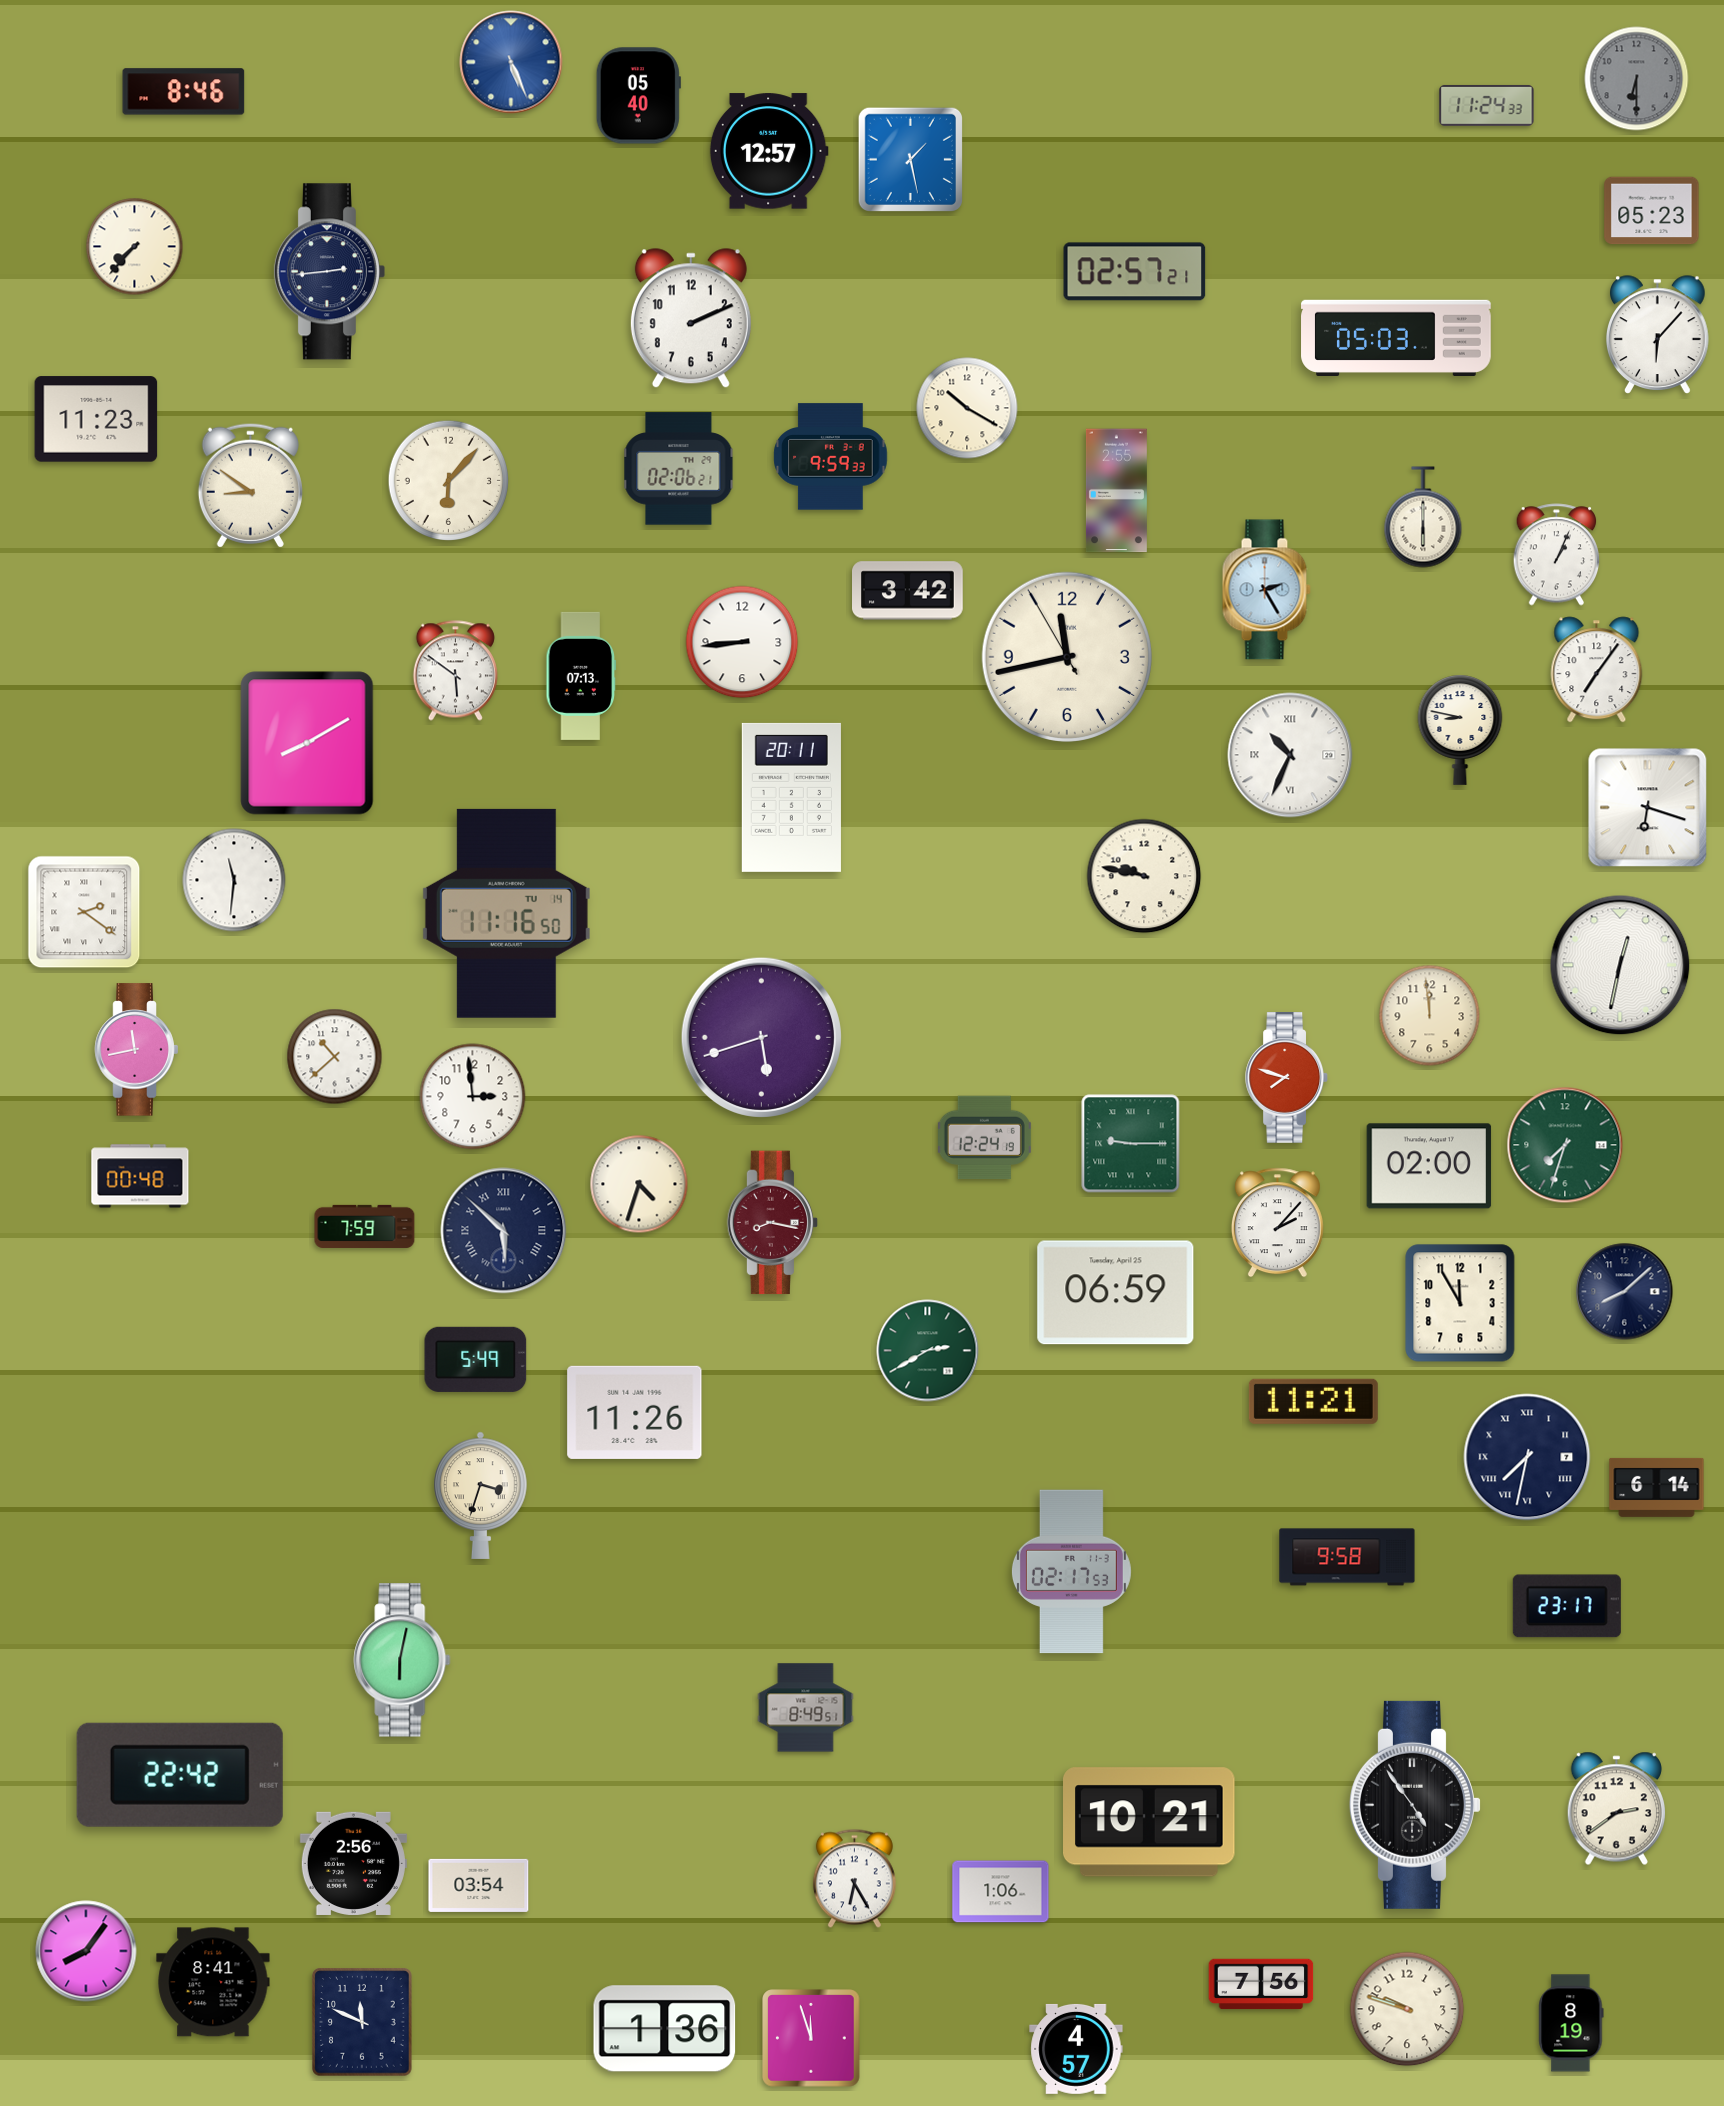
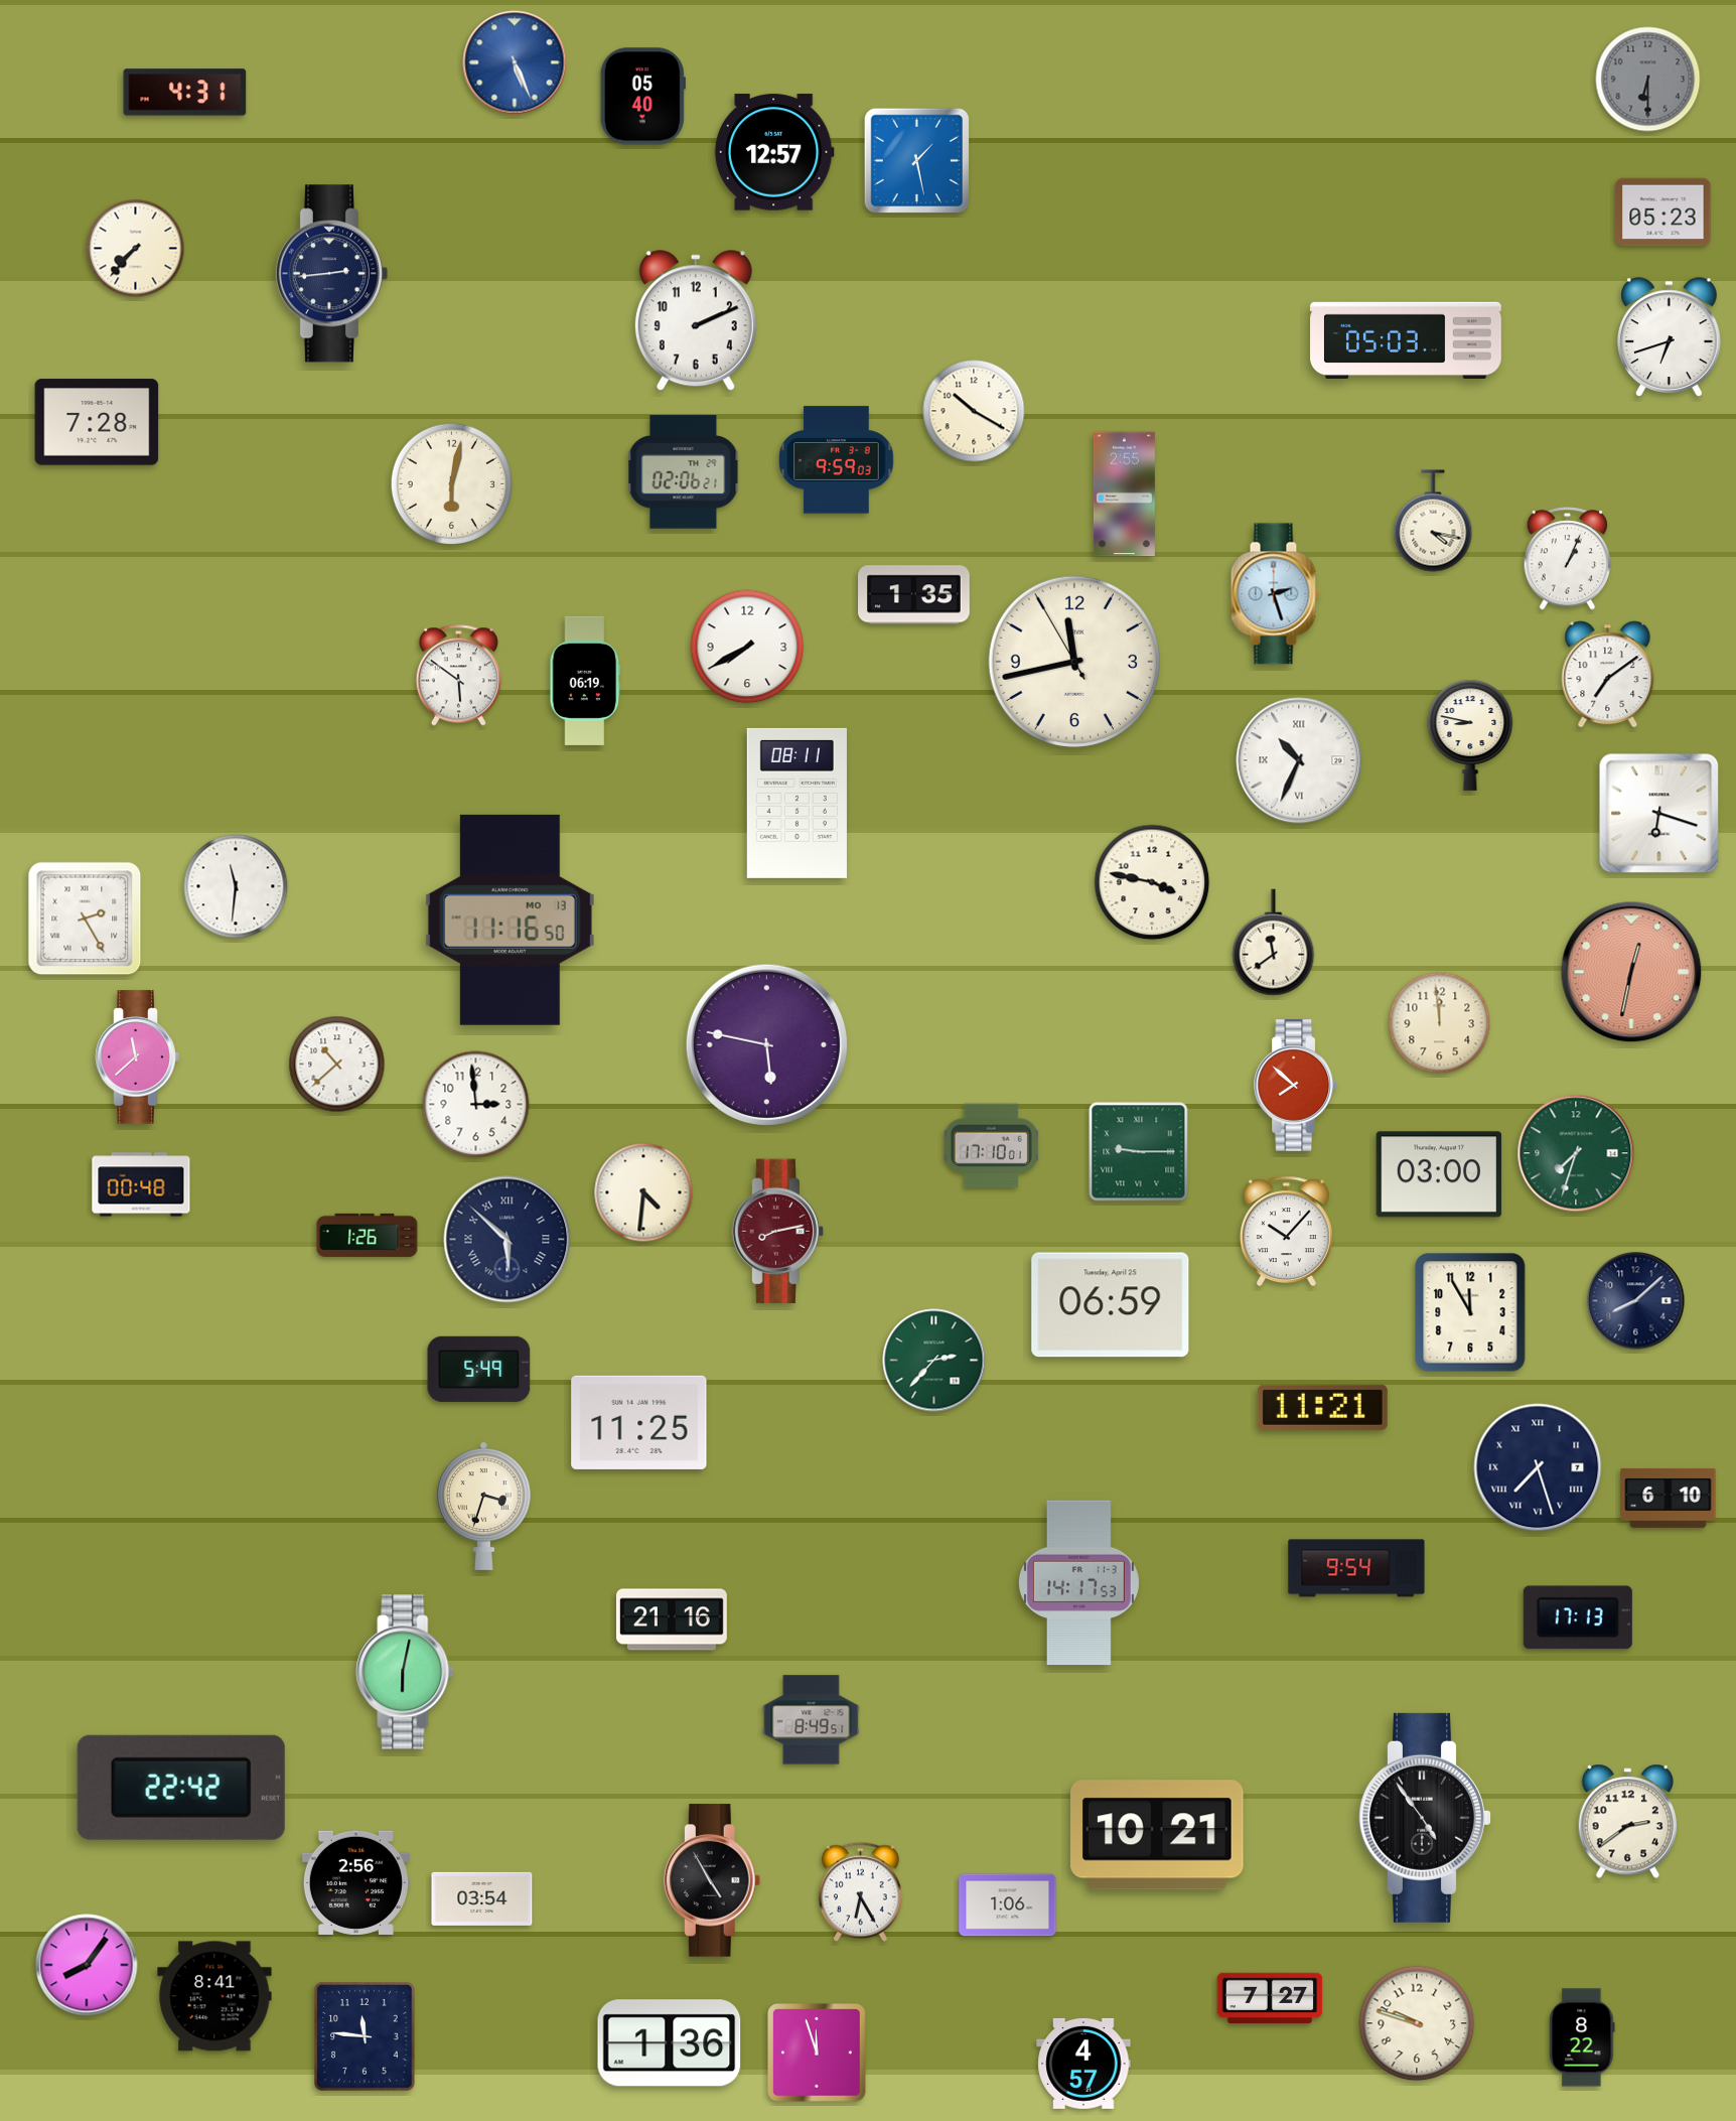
clock at (184, 92): 8:46 -> 4:31
clock at (1487, 105): 11:24 -> none
clock at (1135, 272): 02:57 -> none
clock at (1658, 335): 6:07 -> 6:42
clock at (96, 419): 11:23 -> 7:28
clock at (831, 457): 9:59:33 -> 9:59:03
clock at (449, 481): 6:07 -> 6:02
clock at (250, 485): 8:51 -> none
clock at (1423, 517): 6:00 -> 4:17
clock at (1266, 590): 2:25 -> 2:27
clock at (908, 591): 3:42 -> 1:35
clock at (742, 642): 8:44 -> 7:40
clock at (1597, 670): 7:06 -> 7:09
clock at (581, 676): 07:13 -> 06:19
clock at (307, 743): 8:10 -> none
clock at (791, 797): 20:11 -> 08:11
clock at (1144, 876): 9:47 -> 3:47
clock at (84, 912): 2:21 -> 2:25
clock at (506, 913) date: TU 14 -> MO 13
clock at (1274, 943): none -> 11:39
clock at (1620, 965) dial: white -> salmon
clock at (761, 1037): 5:42 -> 5:47
clock at (137, 1050): 11:43 -> 11:38
clock at (1286, 1078): 7:48 -> 7:52
clock at (984, 1138): 12:24 -> 17:10
clock at (1429, 1166): 02:00 -> 03:00
clock at (639, 1184): 4:33 -> 4:31
clock at (773, 1223): 8:17 -> 8:13
clock at (1277, 1223): 2:07 -> 10:07
clock at (365, 1226): 7:59 -> 1:26
clock at (1116, 1293) position: (1116, 1293) -> (1111, 1305)
clock at (928, 1351): 2:40 -> 2:37
clock at (1313, 1401) position: (1313, 1401) -> (1322, 1407)
clock at (635, 1412): 11:26 -> 11:25
clock at (1527, 1457): 7:32 -> 7:27
clock at (1657, 1487): 6:14 -> 6:10
clock at (1347, 1557): 9:58 -> 9:54
clock at (1071, 1572): 02:17 -> 14:17
clock at (1567, 1606): 23:17 -> 17:13
clock at (672, 1619): none -> 21:16
clock at (353, 1863) position: (353, 1863) -> (355, 1882)
clock at (712, 1880): none -> 4:55
clock at (1261, 1984): 7:56 -> 7:27
clock at (362, 2022): 11:49 -> 11:46
clock at (1571, 2023): 8:19 -> 8:22
